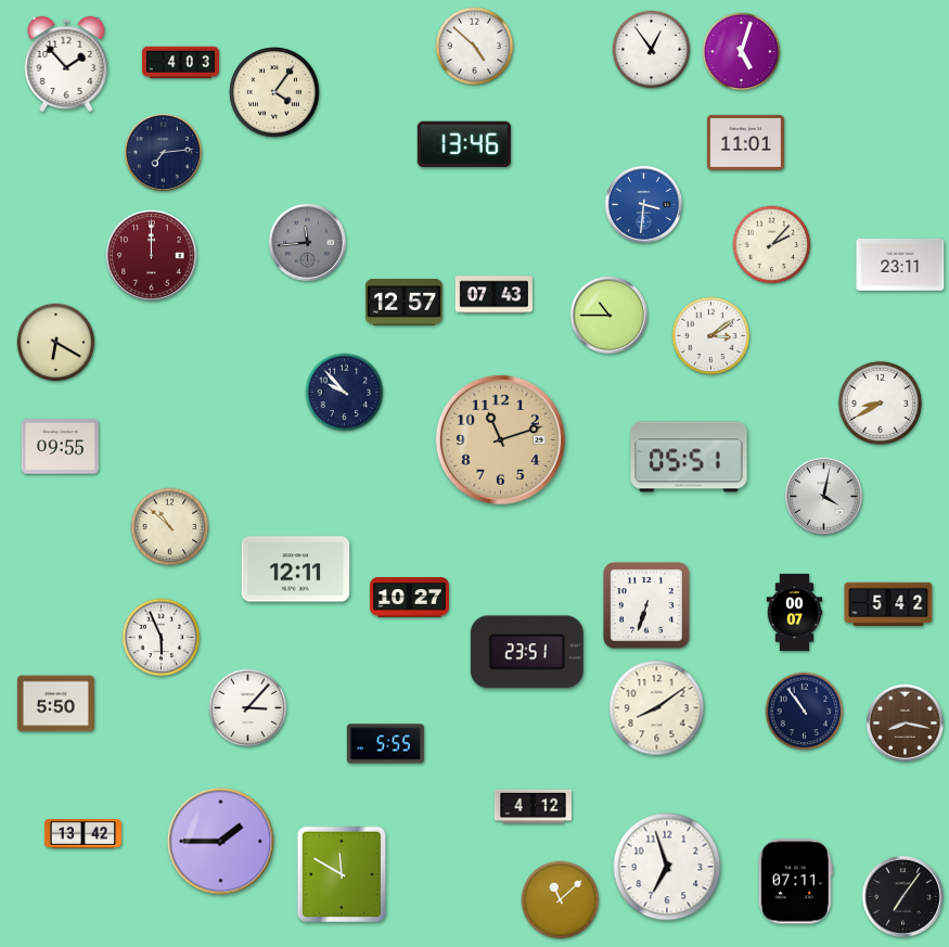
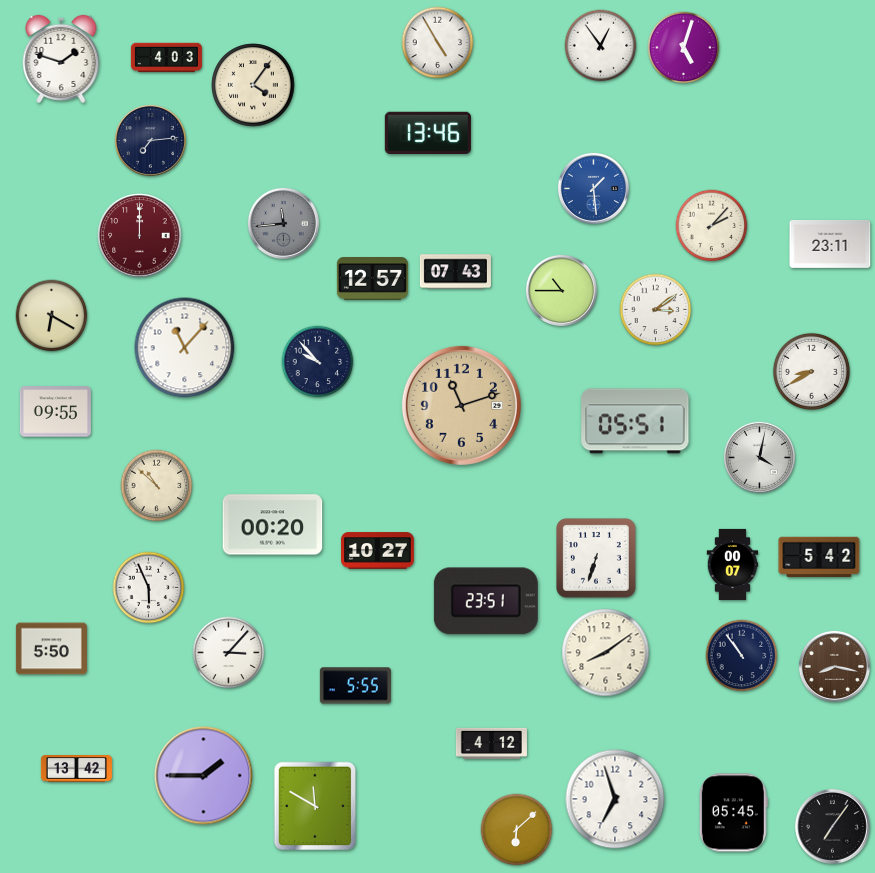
clock at (475, 47): 4:52 -> 4:55
clock at (66, 64): 1:53 -> 1:48
clock at (745, 142): 11:01 -> none
clock at (643, 204): 3:31 -> 1:29
clock at (185, 348): none -> 11:07
clock at (296, 570): 12:11 -> 00:20
clock at (795, 882): 07:11 -> 05:45
clock at (561, 900): 11:08 -> 6:08
